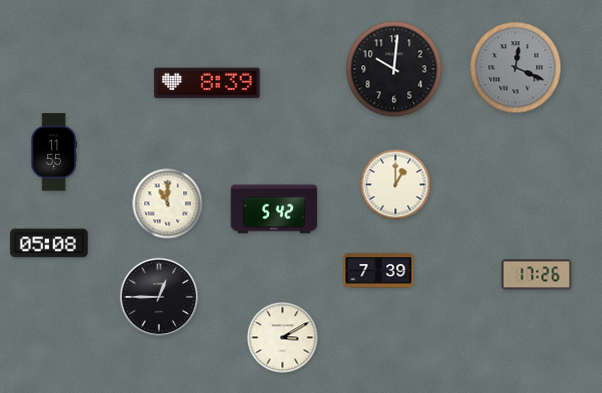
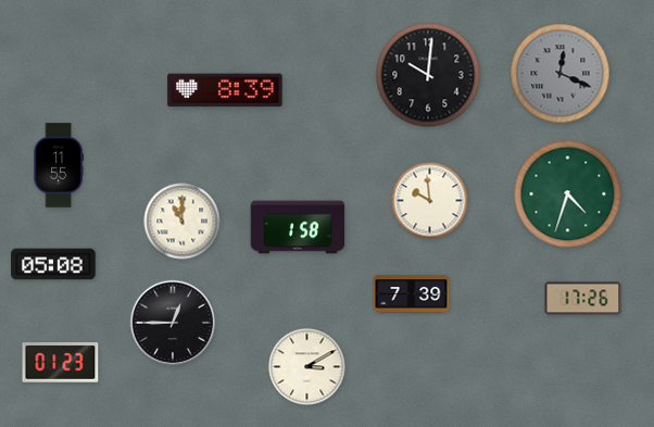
clock at (568, 194): none -> 4:33
clock at (396, 185): 1:00 -> 9:59
clock at (274, 209): 5:42 -> 1:58
clock at (61, 363): none -> 01:23
